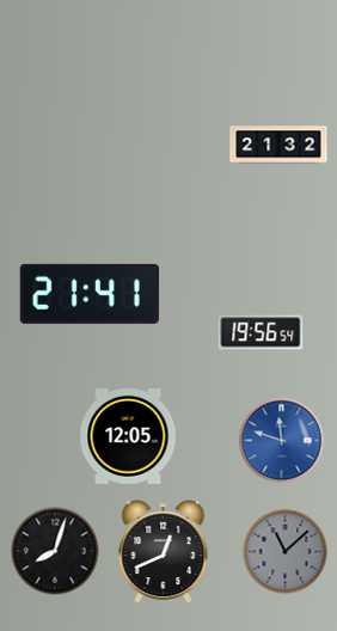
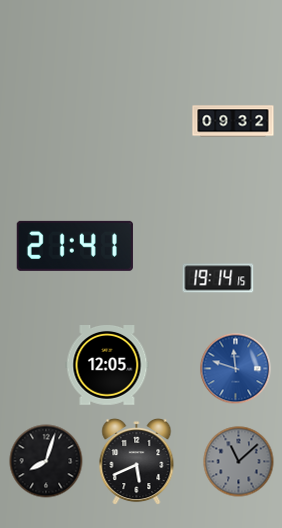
clock at (278, 145): 21:32 -> 09:32
clock at (261, 332): 19:56 -> 19:14
clock at (164, 552): 12:41 -> 5:41
